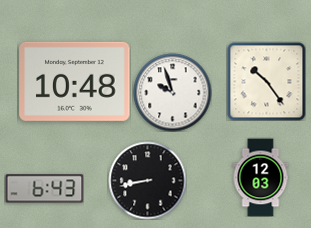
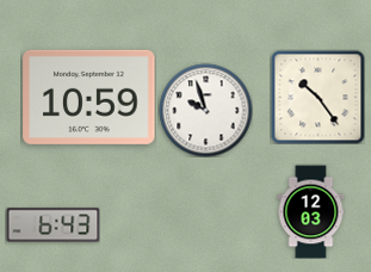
clock at (75, 81): 10:48 -> 10:59
clock at (147, 180): 8:43 -> none
